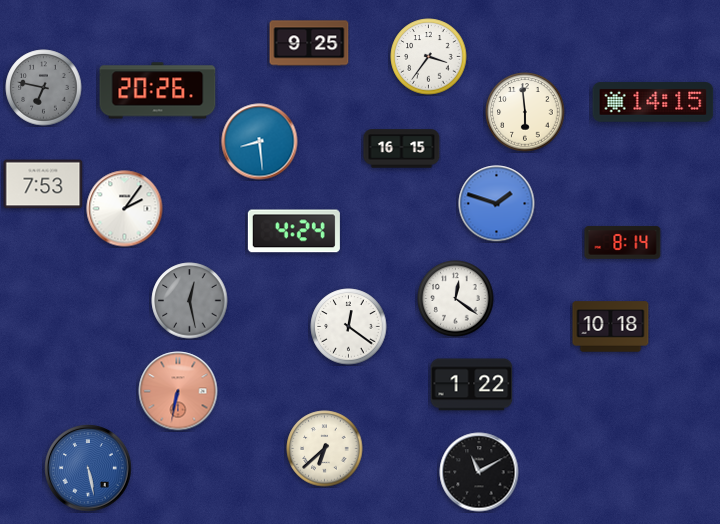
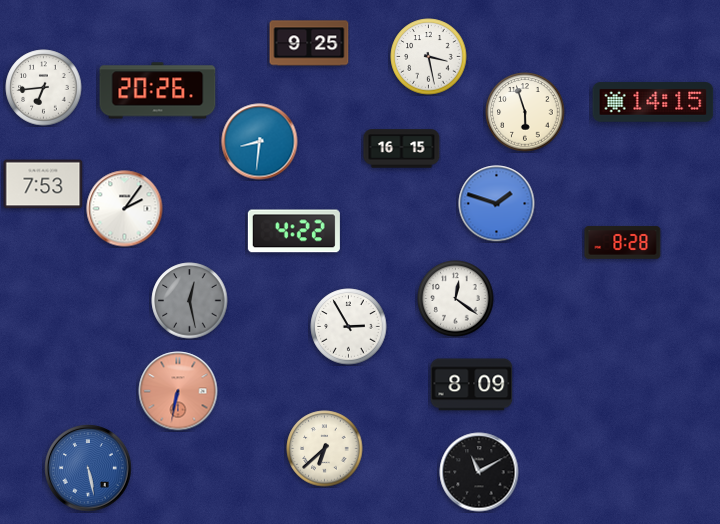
clock at (429, 57): 3:36 -> 3:28
clock at (44, 88): 6:47 -> 6:44
clock at (44, 88) dial: grey -> white
clock at (525, 112): 5:59 -> 5:57
clock at (260, 142): 8:29 -> 8:31
clock at (294, 231): 4:24 -> 4:22
clock at (623, 243): 8:14 -> 8:28
clock at (349, 327): 12:21 -> 2:55
clock at (611, 327): 10:18 -> none
clock at (472, 385): 1:22 -> 8:09
